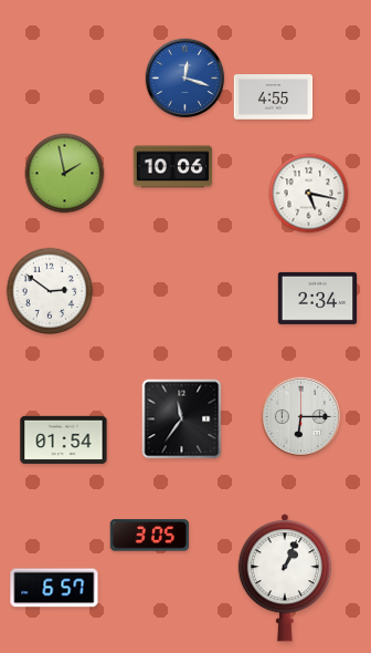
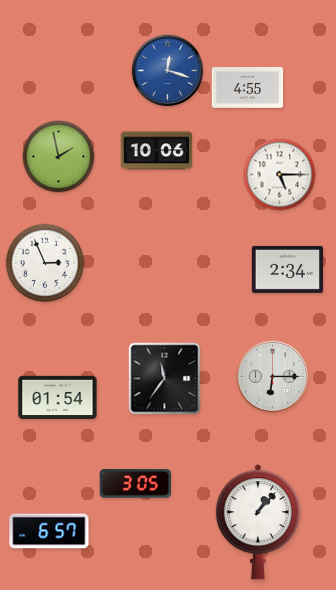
clock at (309, 194): 5:17 -> 5:15
clock at (50, 291): 2:51 -> 2:56
clock at (285, 578): 1:04 -> 1:07
